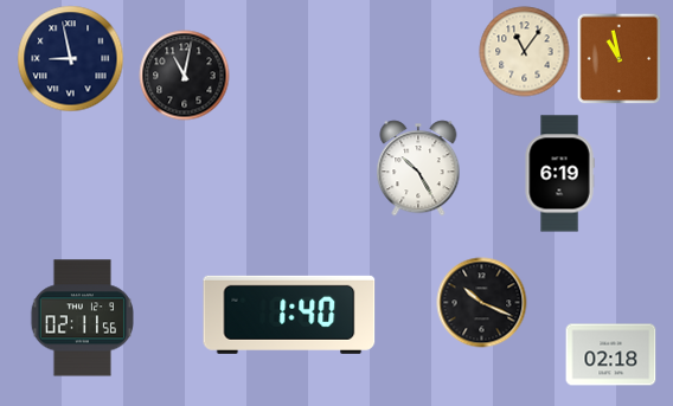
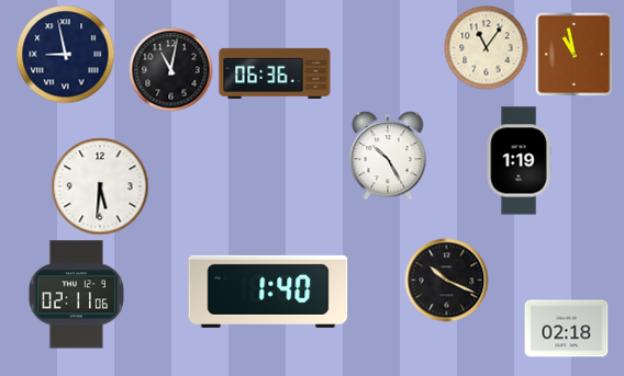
clock at (275, 73): none -> 06:36
clock at (559, 174): 6:19 -> 1:19
clock at (100, 186): none -> 5:31
clock at (82, 318): 02:11:56 -> 02:11:06
